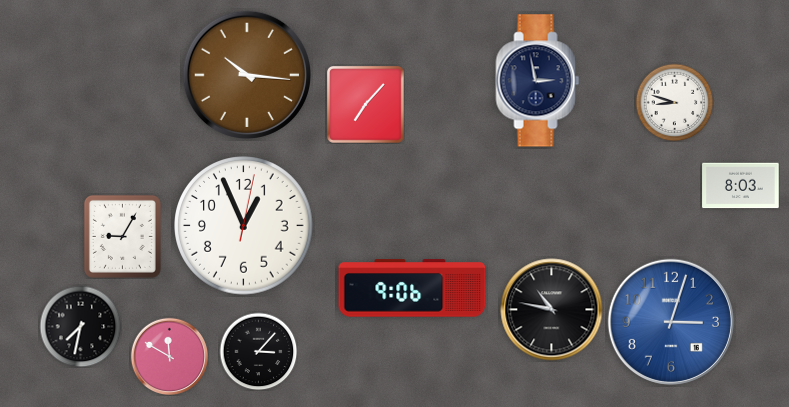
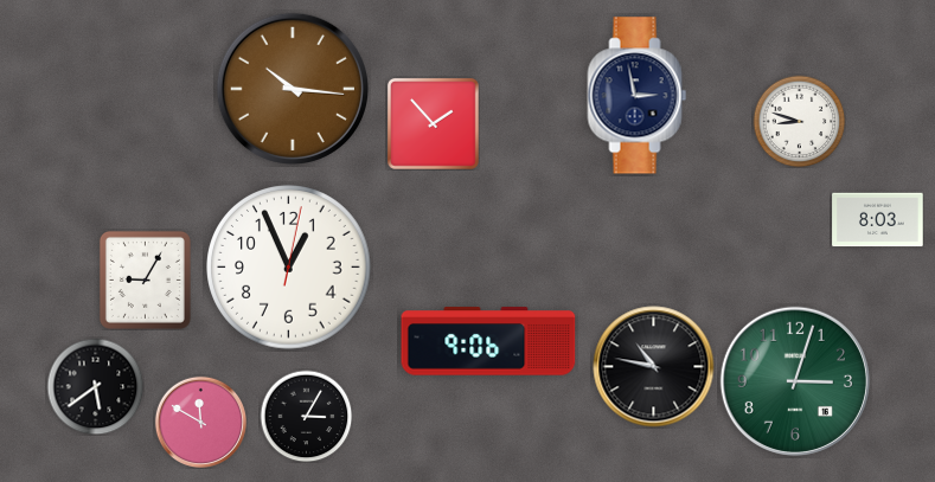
clock at (365, 104): 7:07 -> 1:53
clock at (671, 322) dial: blue -> green
clock at (80, 326): 7:32 -> 5:39
clock at (258, 351): 3:07 -> 3:05
